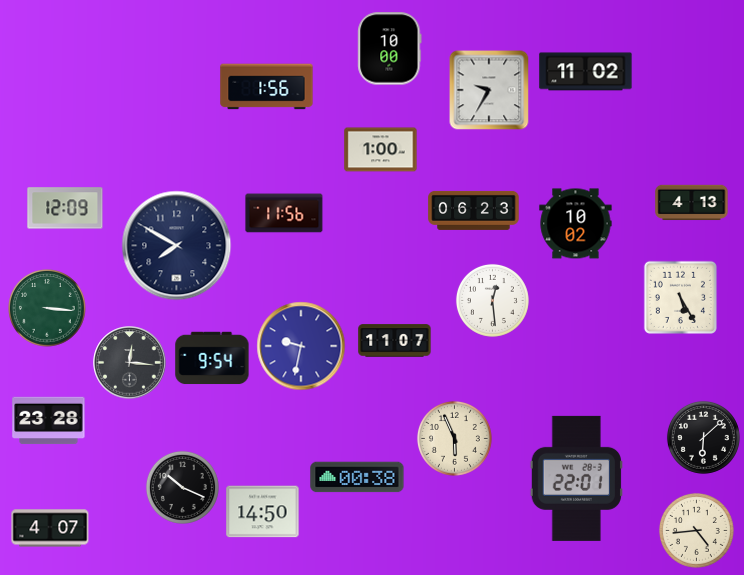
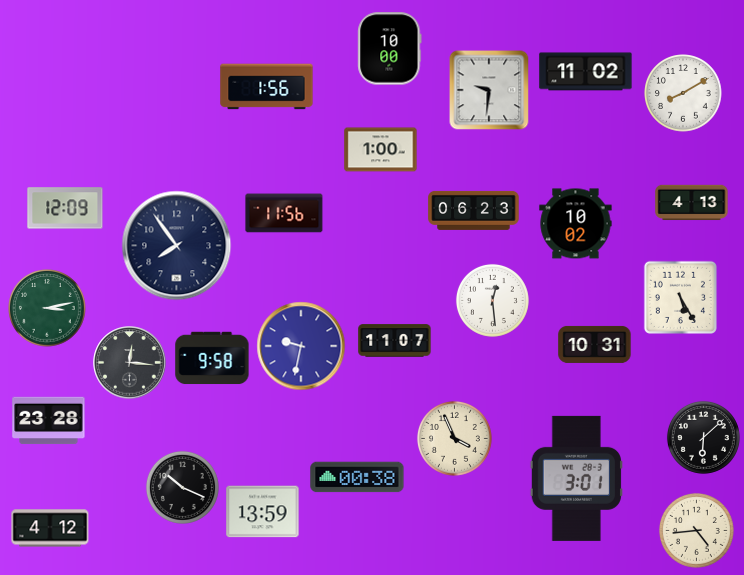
clock at (489, 90): 9:35 -> 9:31
clock at (683, 93): none -> 8:10
clock at (177, 246): 7:50 -> 7:54
clock at (47, 308): 3:16 -> 3:13
clock at (595, 344): none -> 10:31
clock at (212, 358): 9:54 -> 9:58
clock at (454, 438): 5:56 -> 3:56
clock at (576, 478): 22:01 -> 3:01
clock at (263, 512): 14:50 -> 13:59
clock at (50, 528): 4:07 -> 4:12
